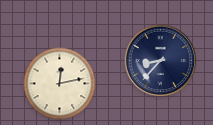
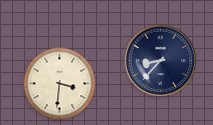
clock at (60, 84): 12:13 -> 3:31
